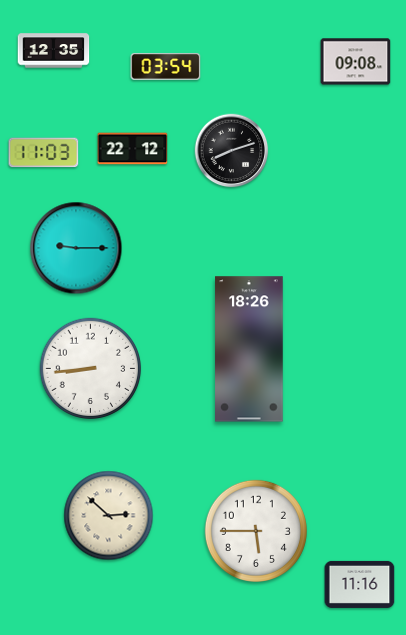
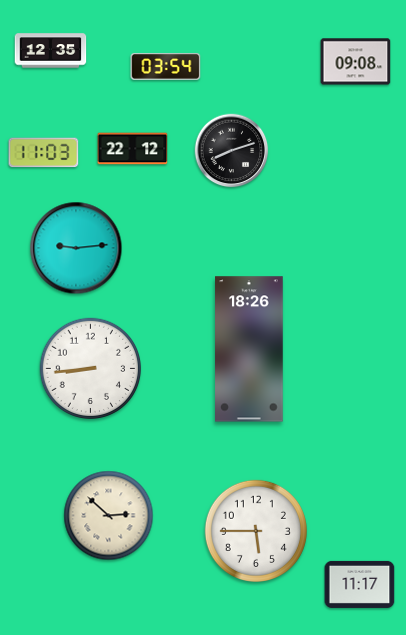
clock at (54, 51) position: (54, 51) -> (51, 51)
clock at (76, 248): 9:15 -> 9:14
clock at (360, 584): 11:16 -> 11:17
